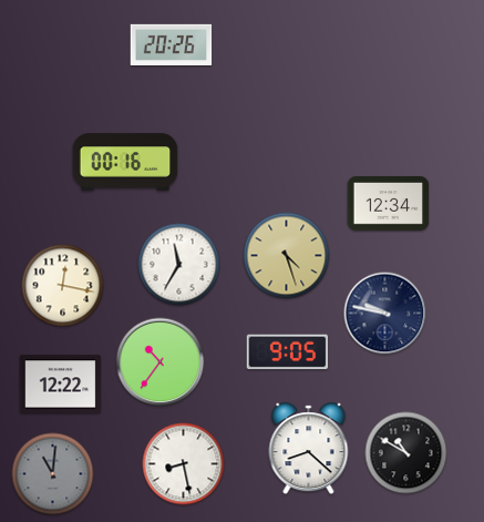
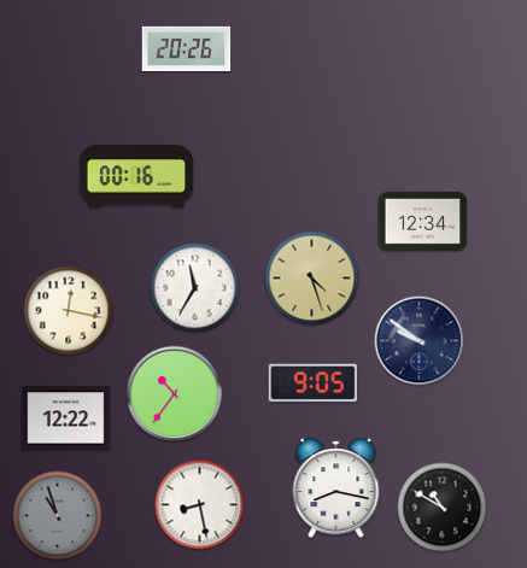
clock at (385, 314): 9:47 -> 9:51
clock at (309, 449): 8:22 -> 8:17
clock at (406, 453) position: (406, 453) -> (443, 508)
clock at (53, 474): 11:01 -> 10:57
